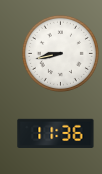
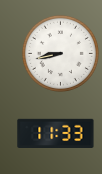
clock at (56, 133): 11:36 -> 11:33
